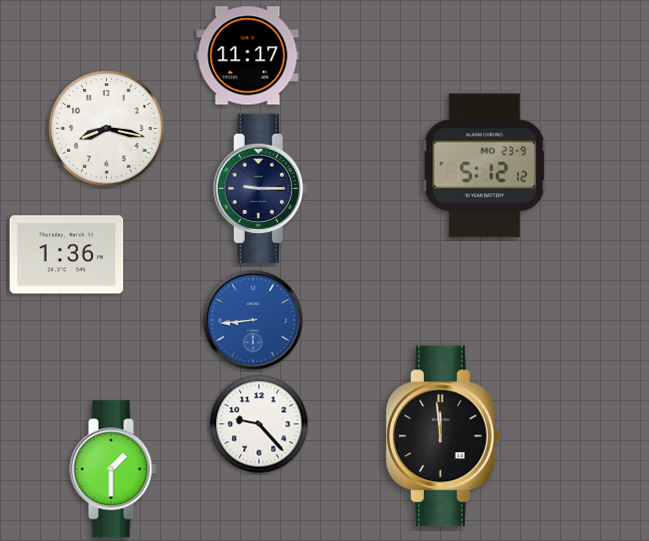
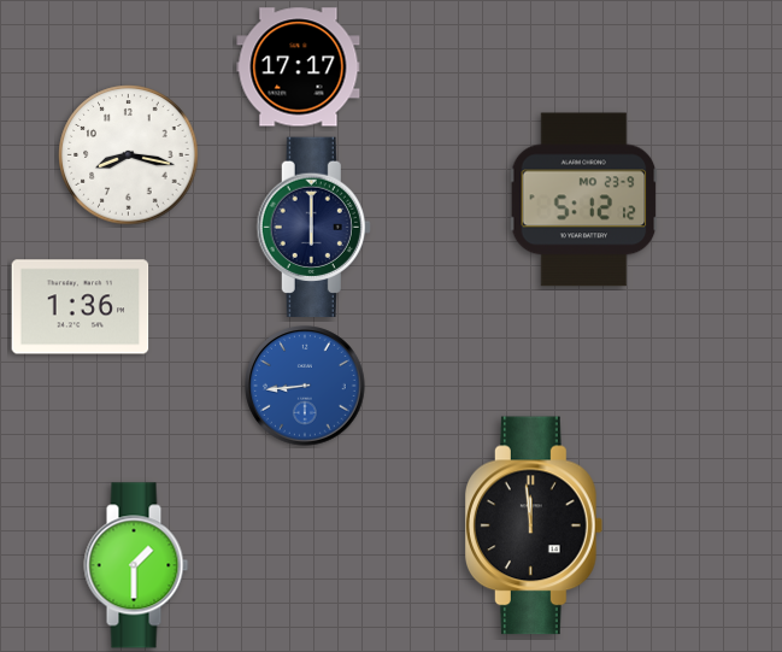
clock at (248, 56): 11:17 -> 17:17
clock at (260, 189): 9:15 -> 6:00
clock at (259, 424): 9:23 -> none
